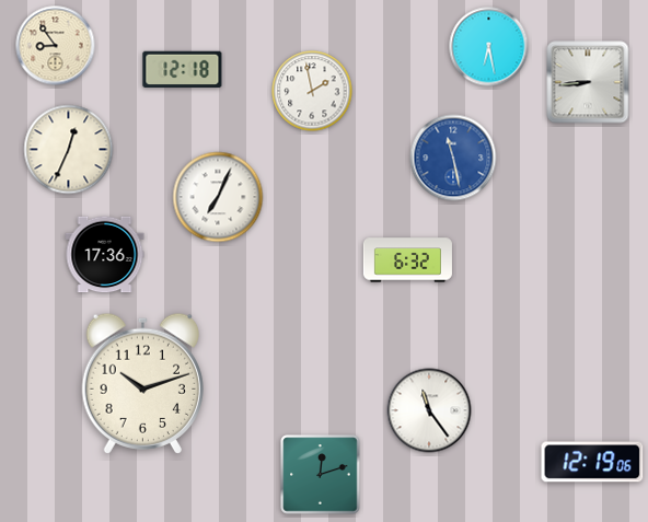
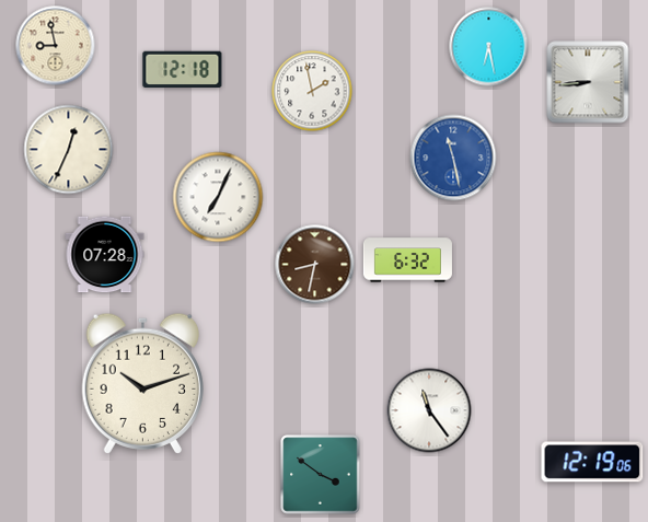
clock at (56, 46): 8:54 -> 8:58
clock at (105, 255): 17:36 -> 07:28
clock at (315, 265): none -> 8:32
clock at (321, 475): 12:12 -> 3:51
